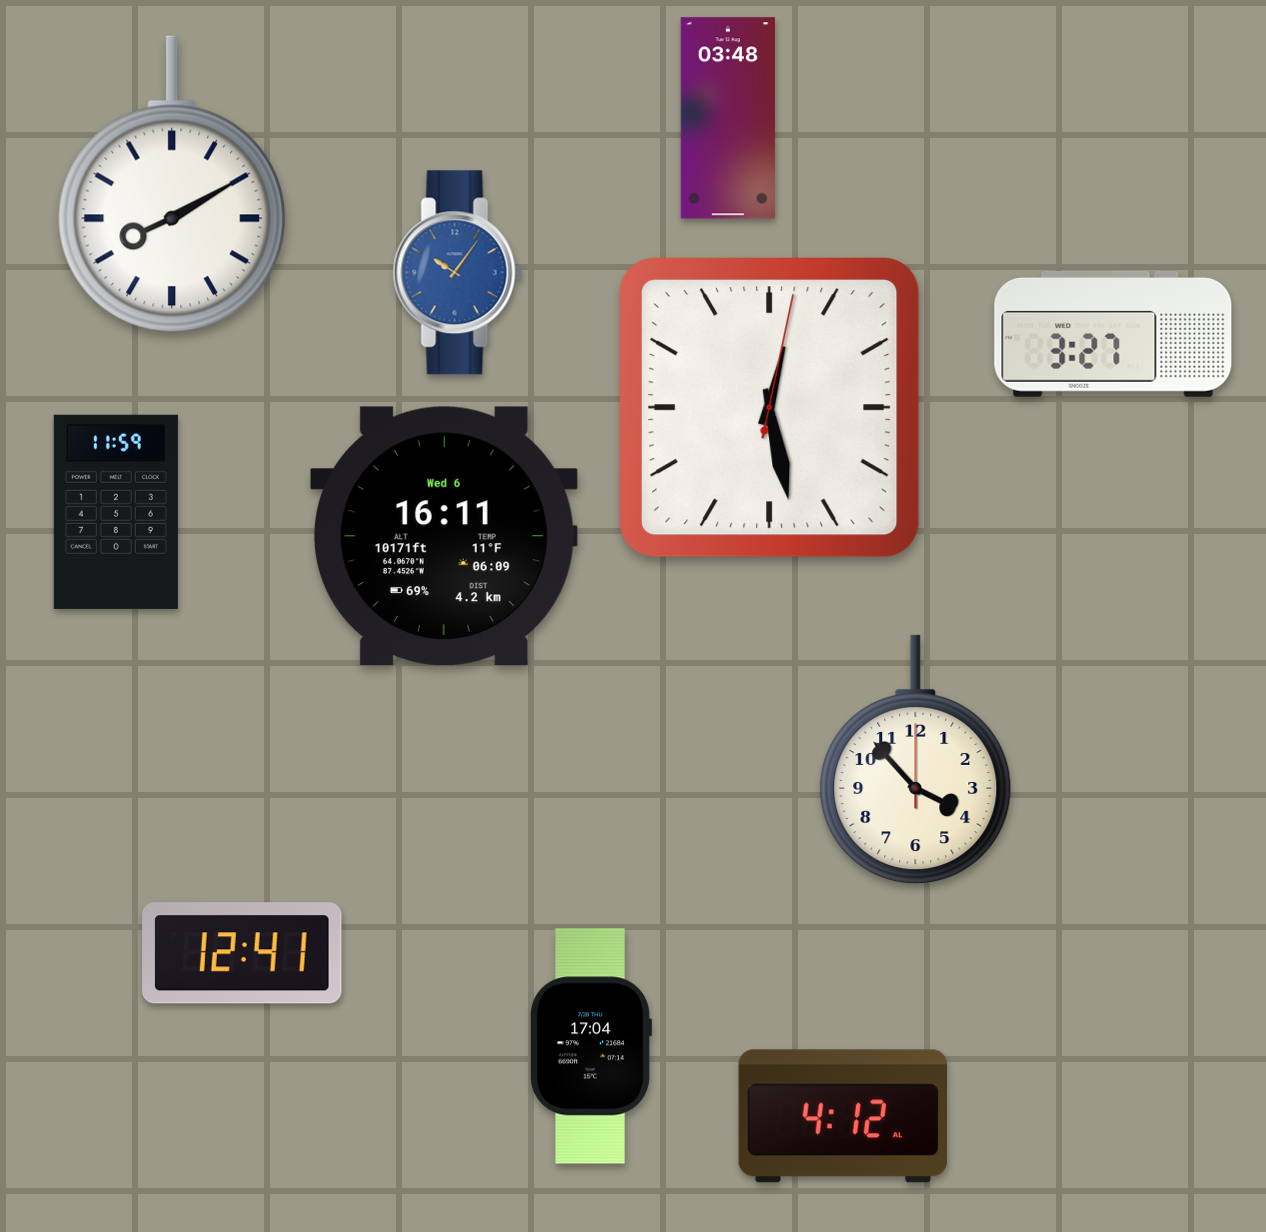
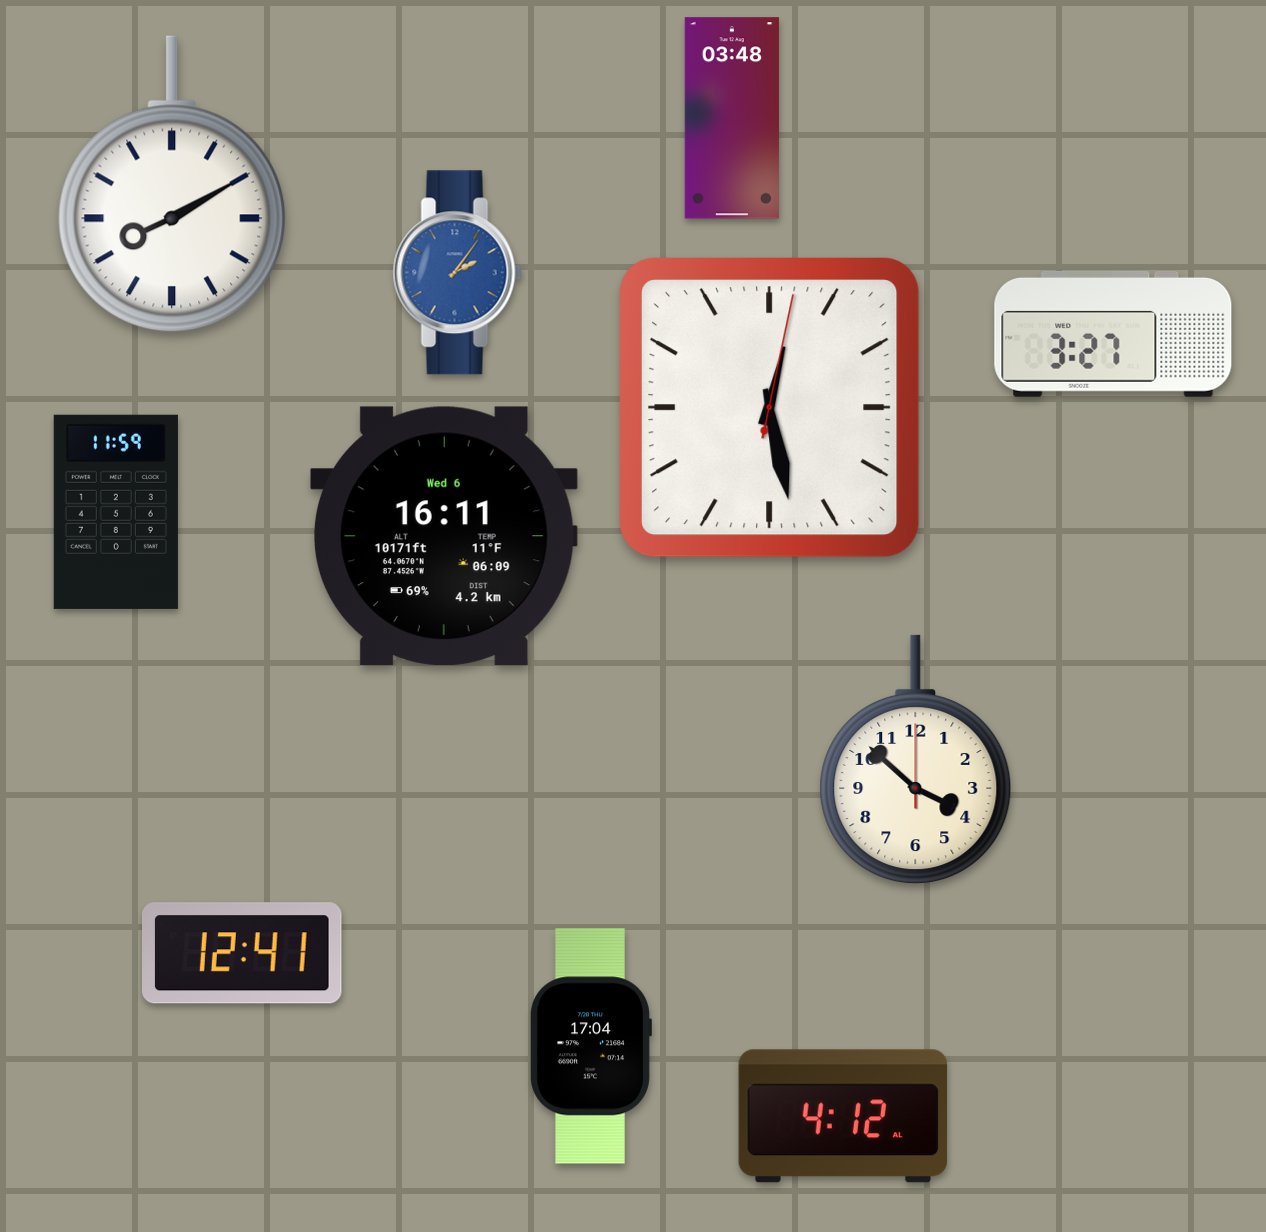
clock at (728, 118) position: (728, 118) -> (732, 118)
clock at (457, 273): 10:06 -> 2:06
clock at (916, 760): 3:53 -> 3:52
